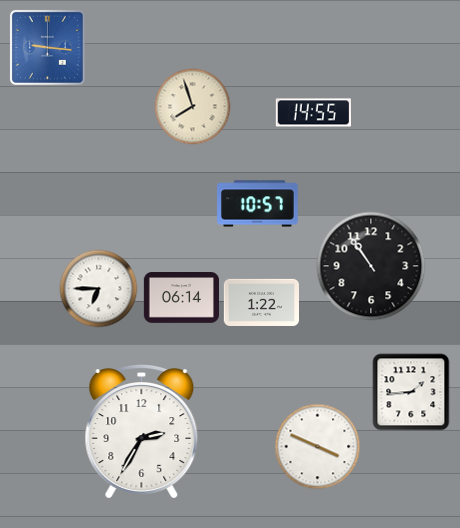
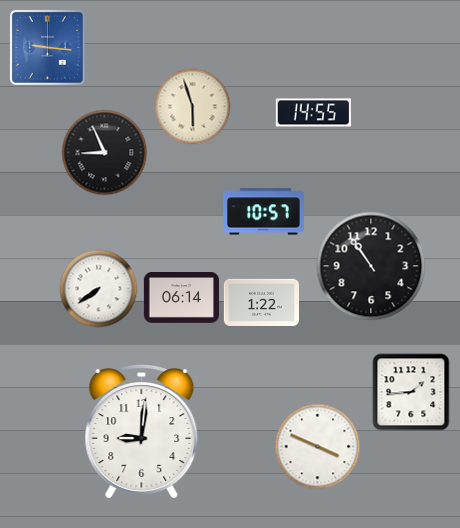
clock at (193, 107): 7:57 -> 5:57
clock at (105, 153): none -> 8:56
clock at (258, 204) position: (258, 204) -> (264, 212)
clock at (99, 289): 6:45 -> 7:39
clock at (142, 432): 2:35 -> 9:01
